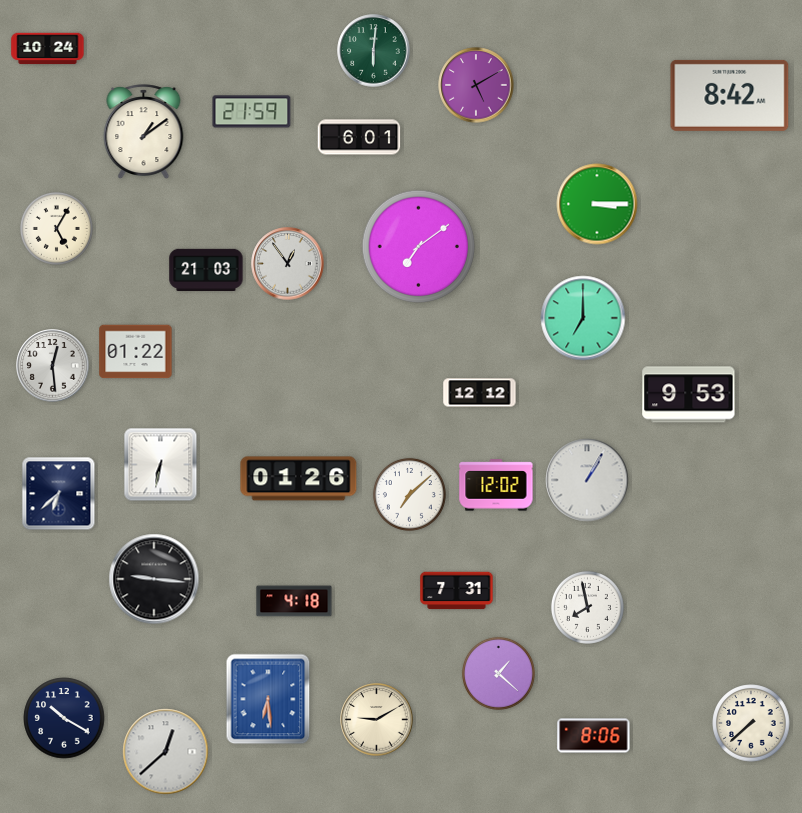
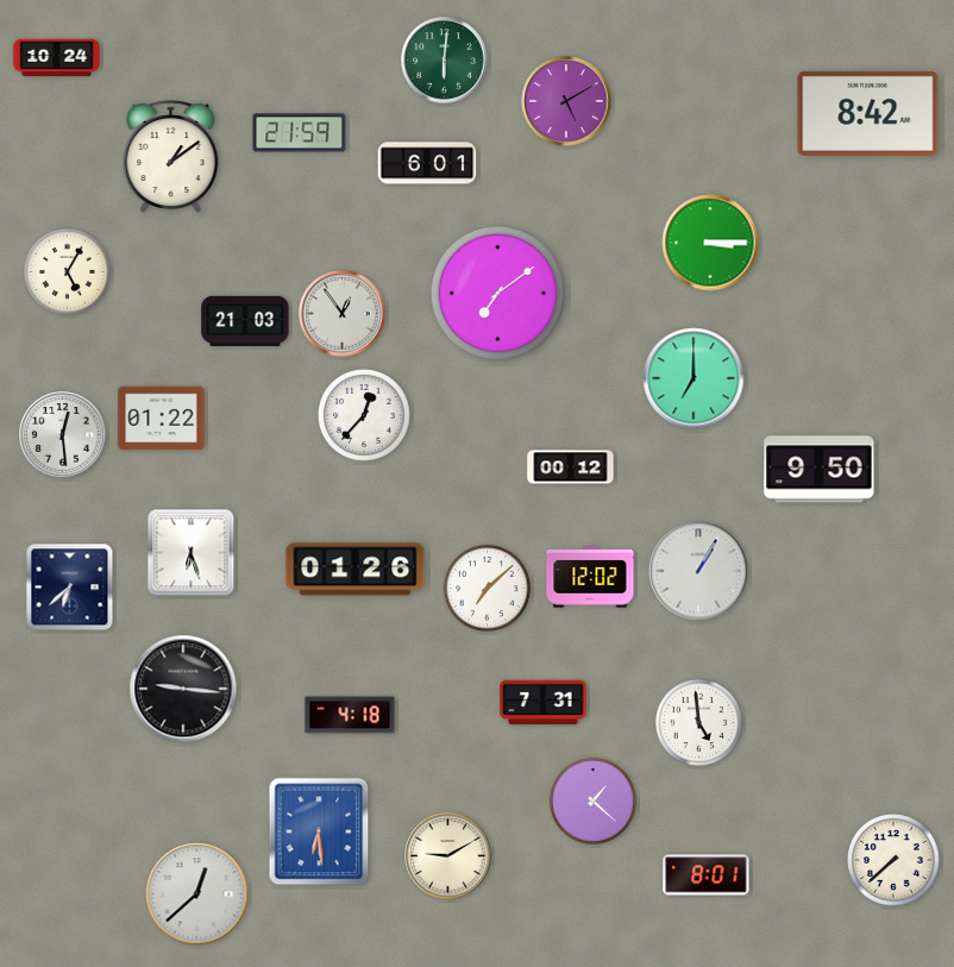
clock at (364, 415): none -> 12:37
clock at (480, 393): 12:12 -> 00:12
clock at (689, 395): 9:53 -> 9:50
clock at (161, 465): 6:32 -> 6:27
clock at (587, 607): 7:58 -> 4:59
clock at (64, 718): 10:20 -> none
clock at (594, 736): 8:06 -> 8:01
